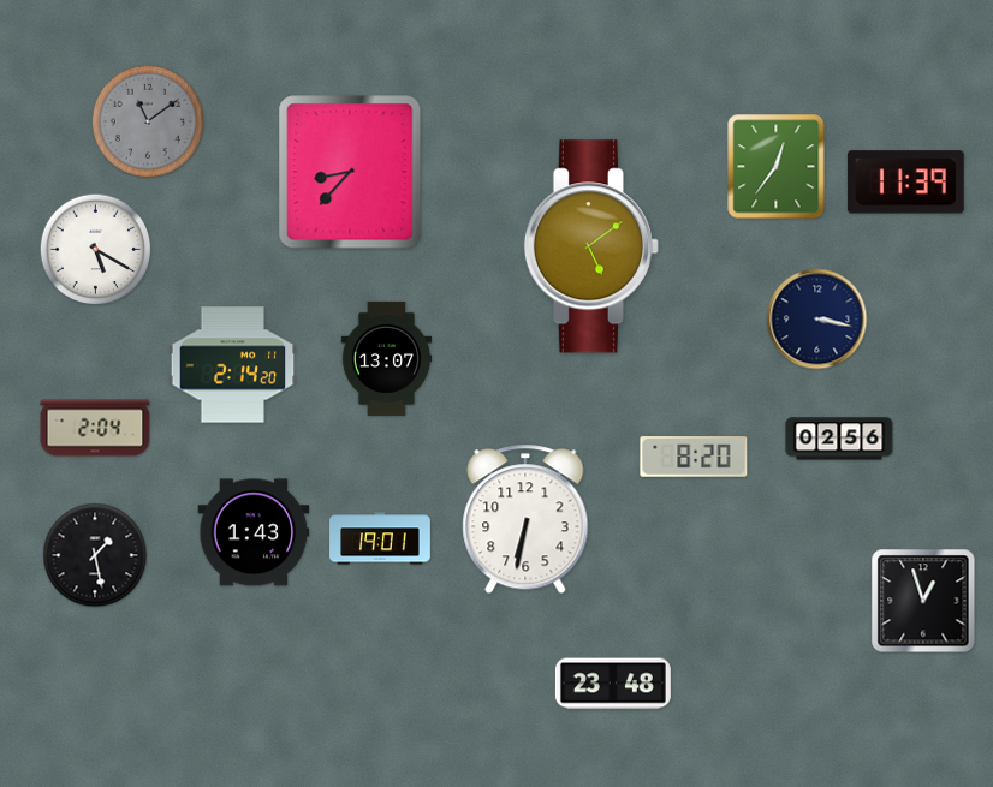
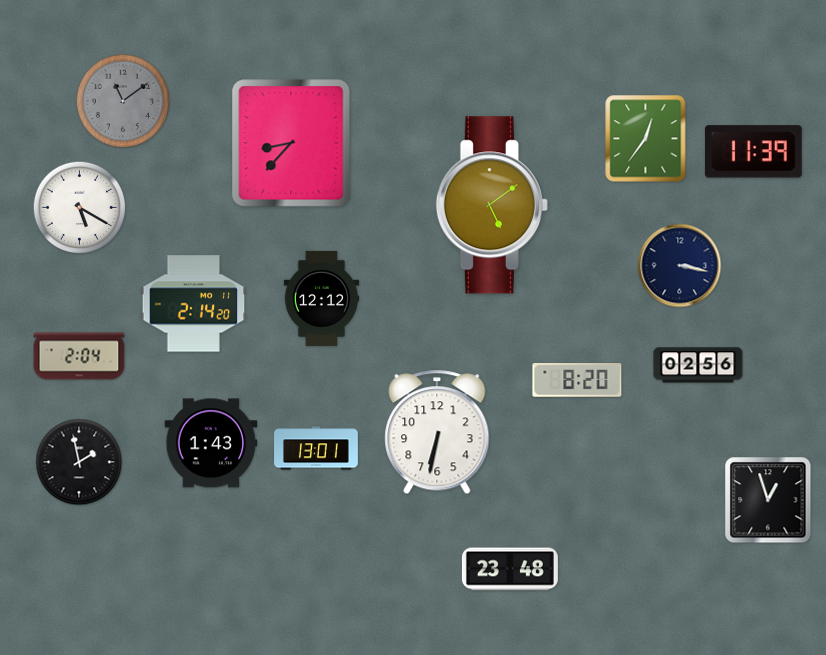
clock at (387, 358): 13:07 -> 12:12
clock at (380, 538): 19:01 -> 13:01
clock at (95, 555): 1:28 -> 1:58
